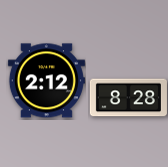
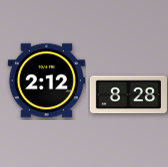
clock at (128, 98) position: (128, 98) -> (128, 95)
